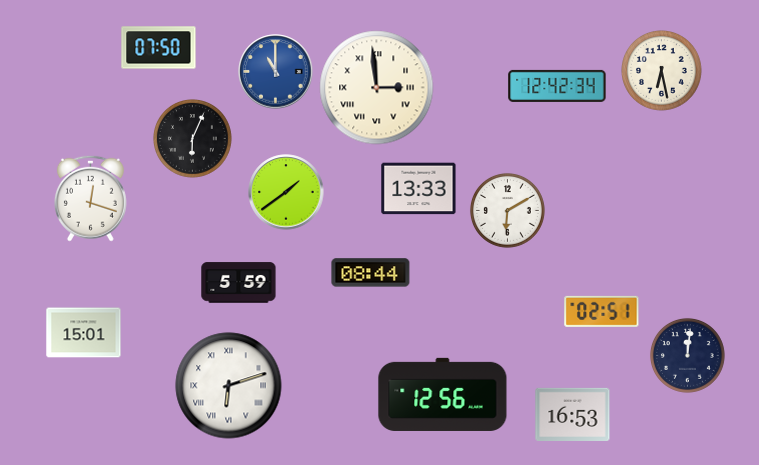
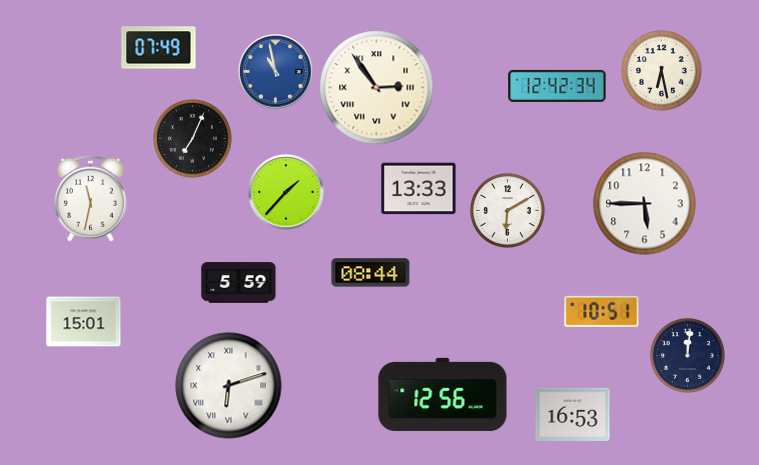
clock at (159, 48): 07:50 -> 07:49
clock at (276, 72): 11:00 -> 10:58
clock at (377, 88): 2:59 -> 2:54
clock at (193, 139): 6:04 -> 7:04
clock at (286, 192): 1:39 -> 1:37
clock at (90, 198): 12:18 -> 11:32
clock at (645, 204): none -> 5:45
clock at (602, 311): 02:51 -> 10:51
clock at (84, 333) position: (84, 333) -> (84, 322)
